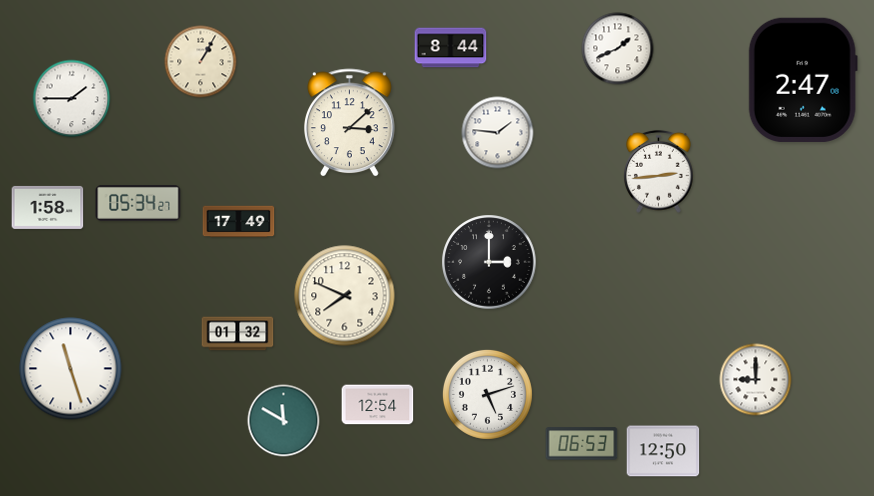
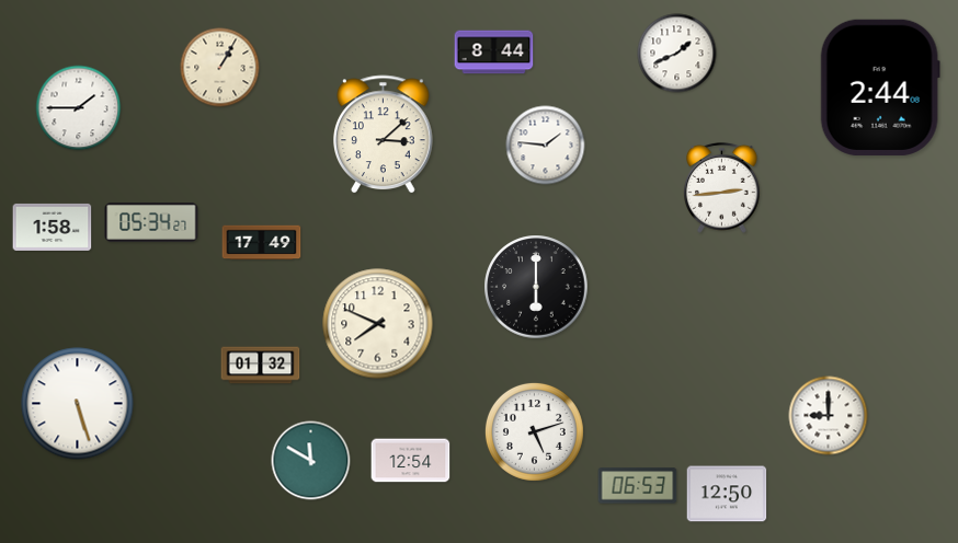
clock at (803, 80): 2:47 -> 2:44
clock at (489, 262): 3:00 -> 6:00
clock at (71, 369): 11:27 -> 5:27
clock at (378, 405) position: (378, 405) -> (411, 461)
